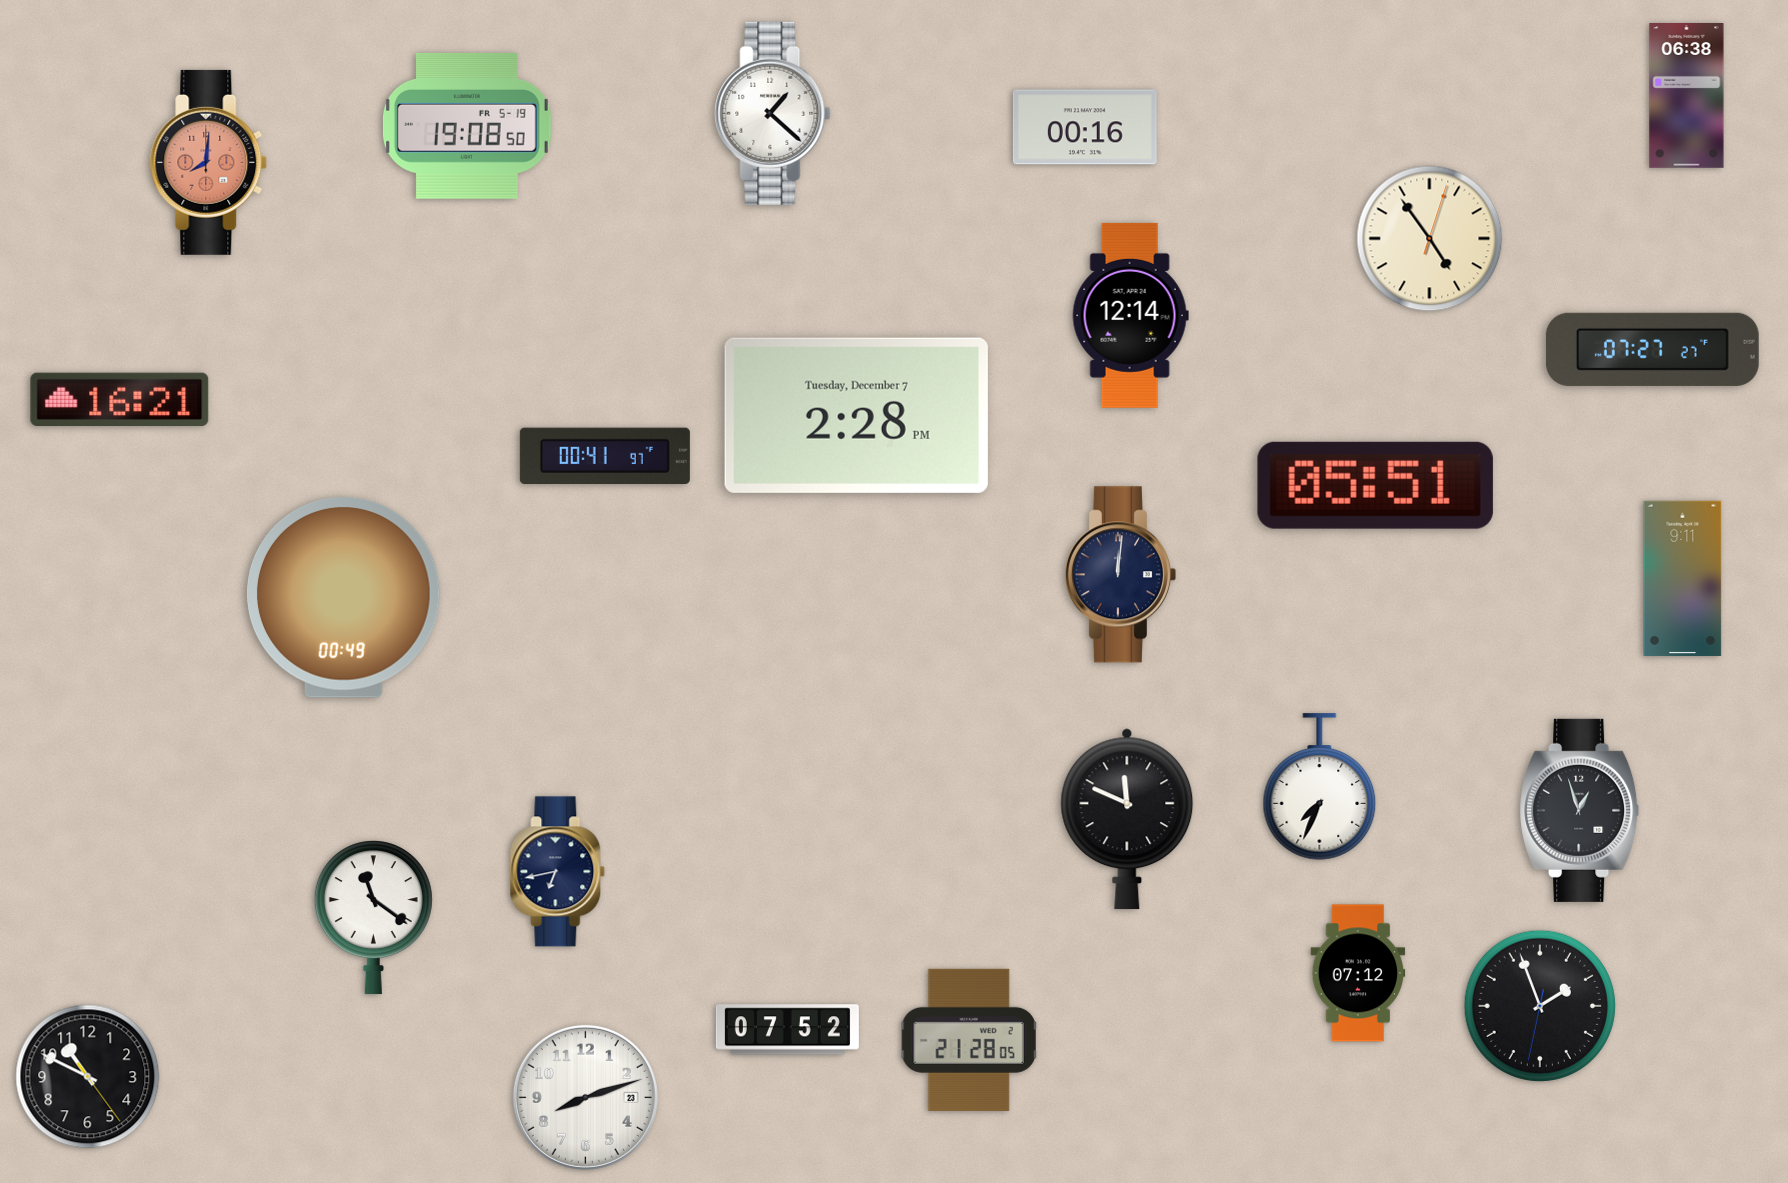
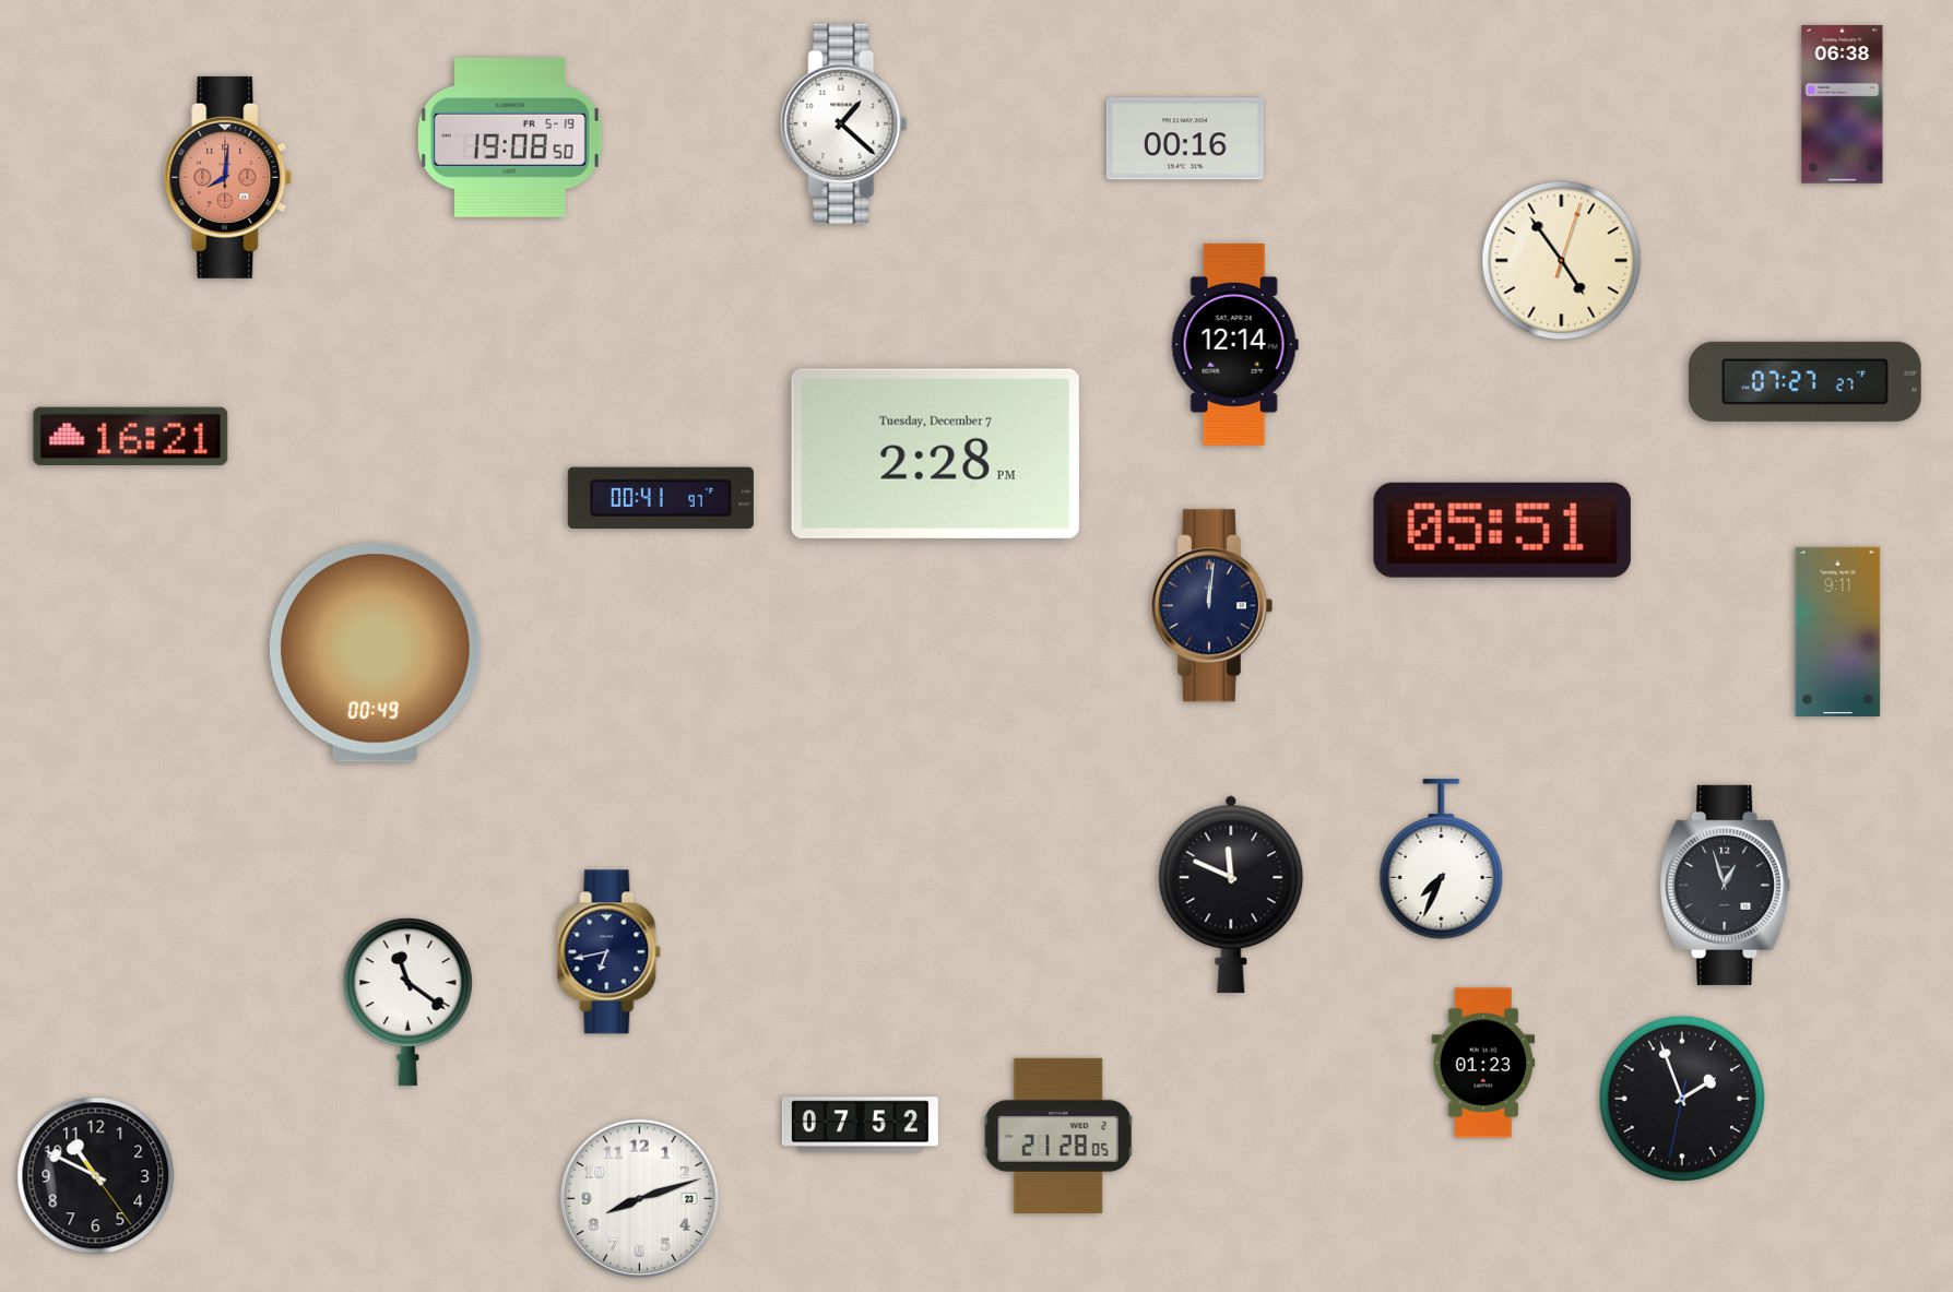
clock at (1120, 575) position: (1120, 575) -> (1211, 606)
clock at (1358, 973): 07:12 -> 01:23
